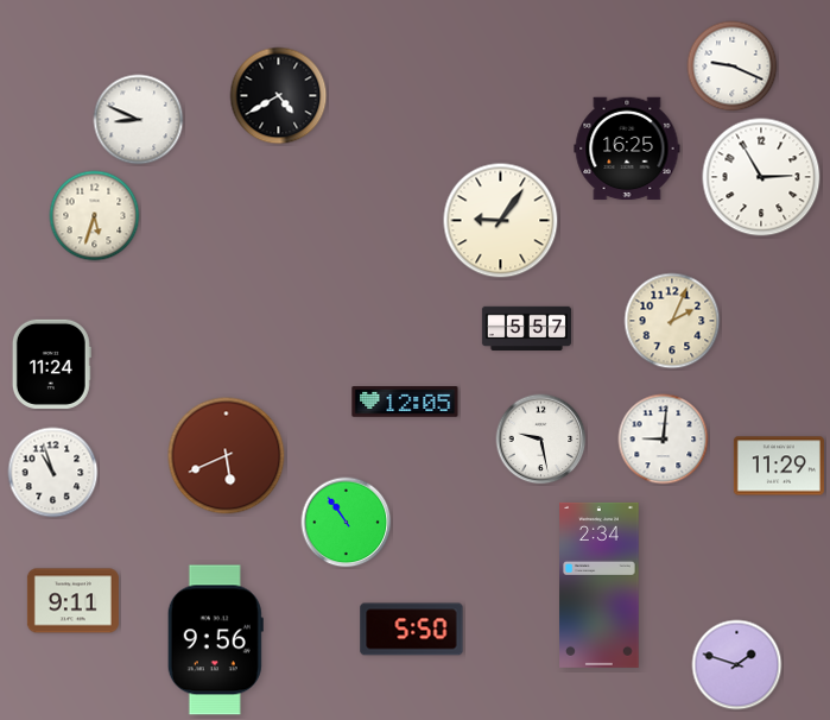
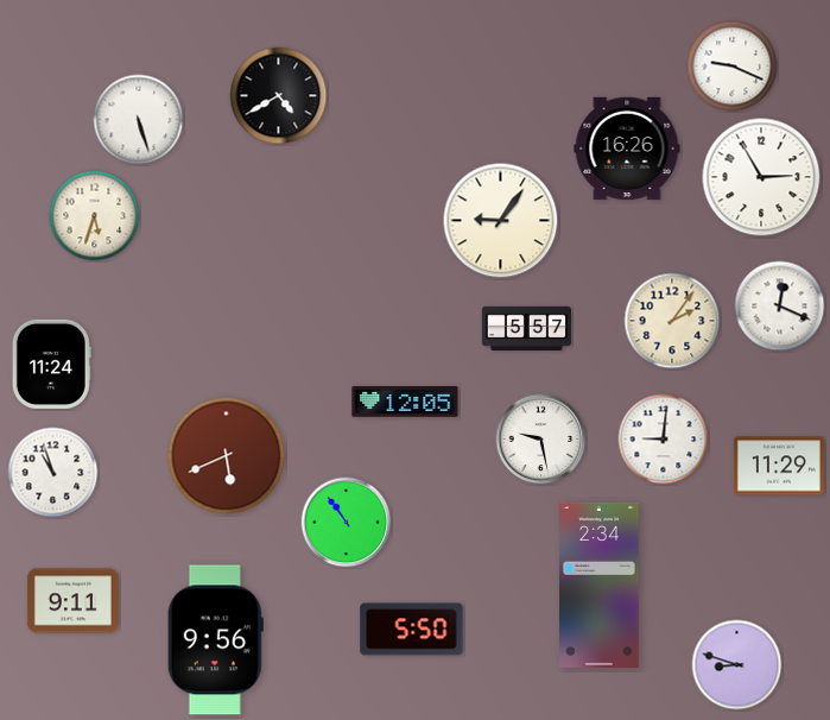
clock at (139, 120): 8:49 -> 5:27
clock at (627, 149): 16:25 -> 16:26
clock at (780, 307): none -> 12:19
clock at (672, 321): 2:04 -> 2:06
clock at (737, 665): 1:48 -> 8:48
